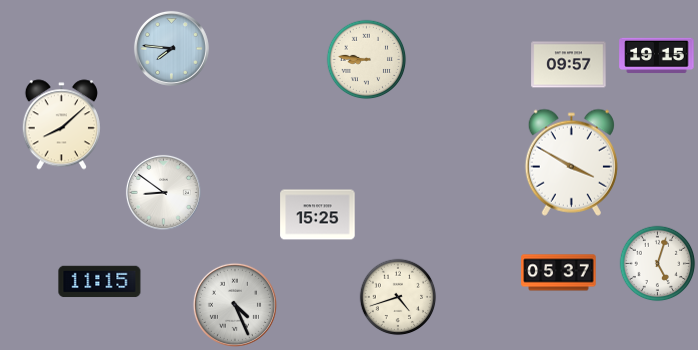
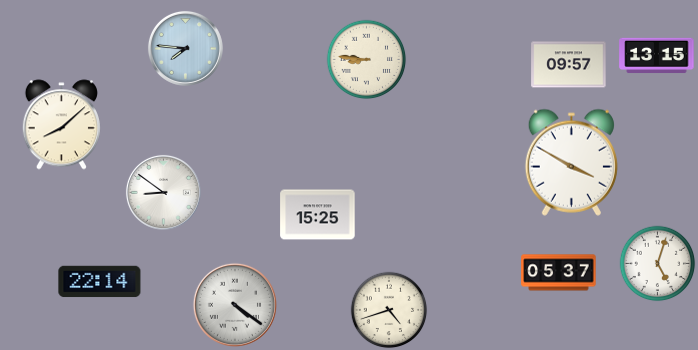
clock at (171, 48) position: (171, 48) -> (185, 48)
clock at (657, 56): 19:15 -> 13:15
clock at (100, 282): 11:15 -> 22:14
clock at (398, 297) position: (398, 297) -> (389, 310)
clock at (235, 305): 4:26 -> 4:21
